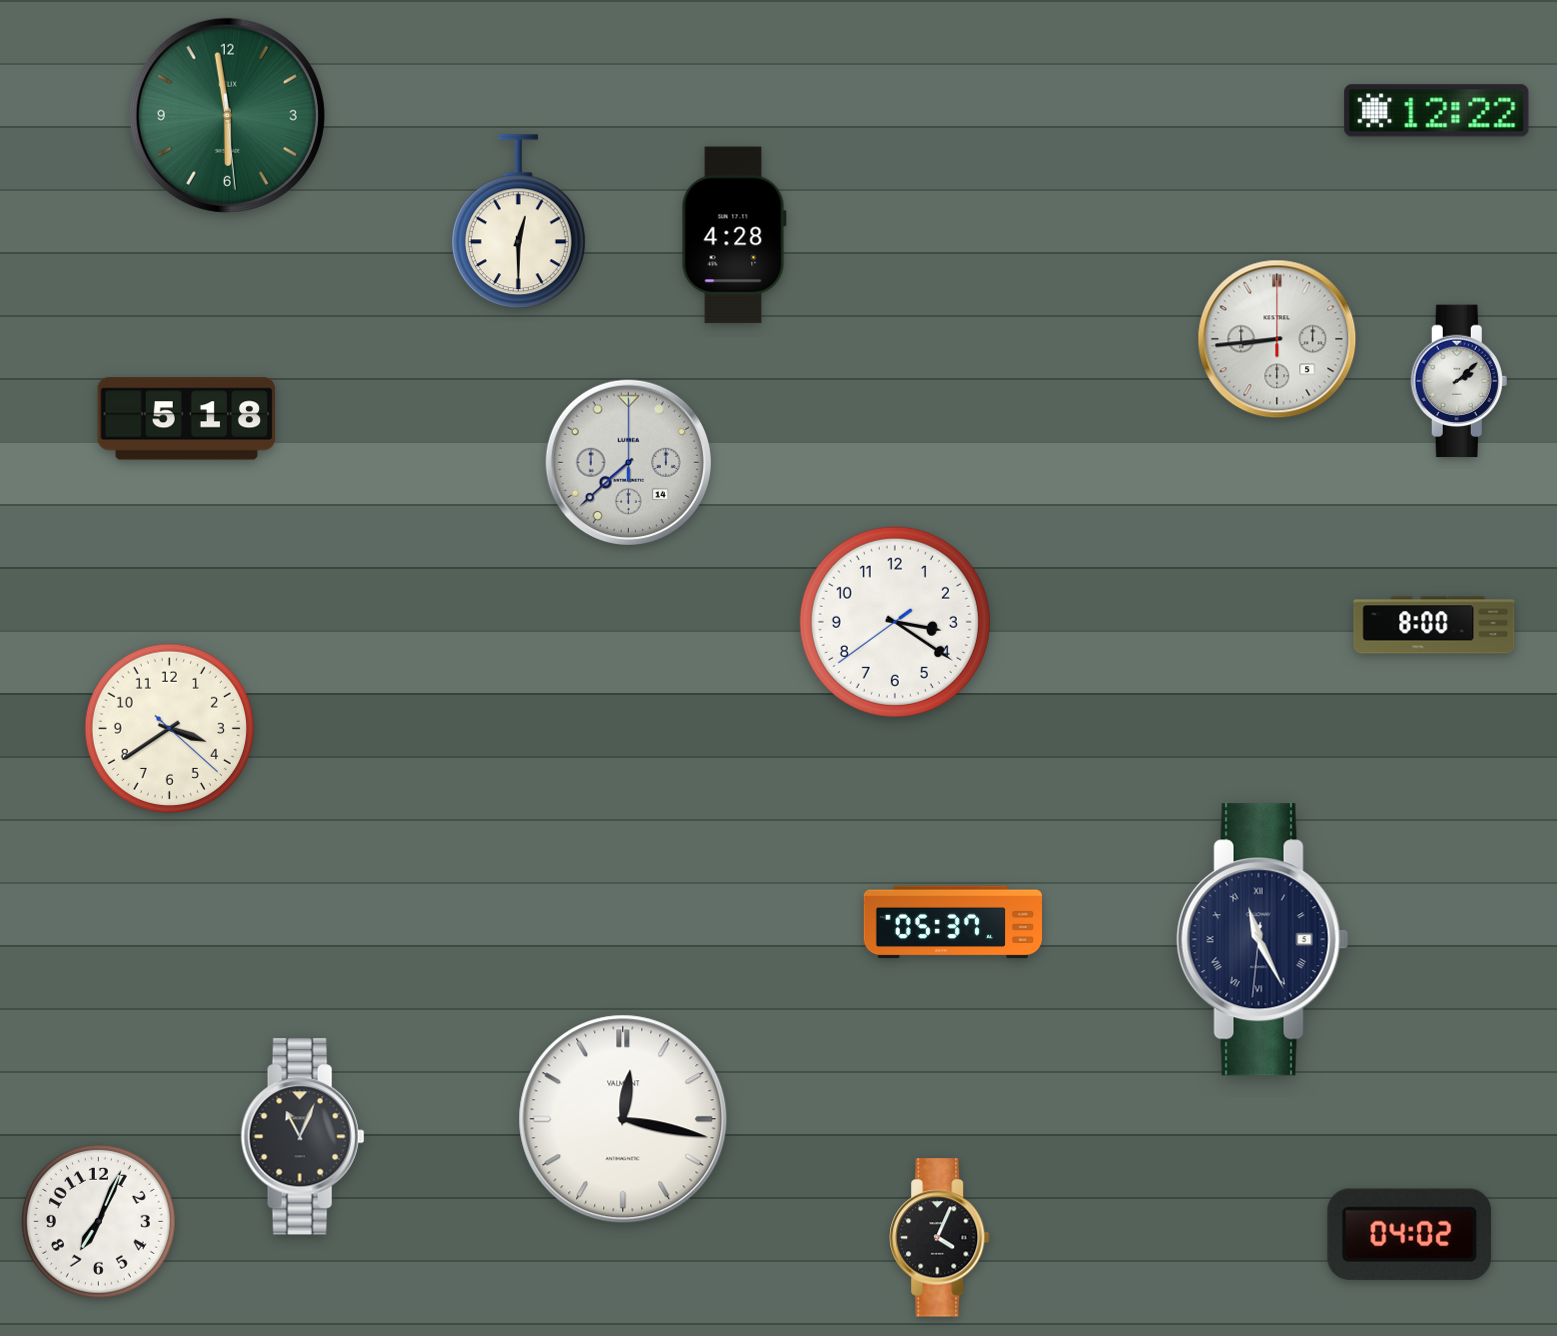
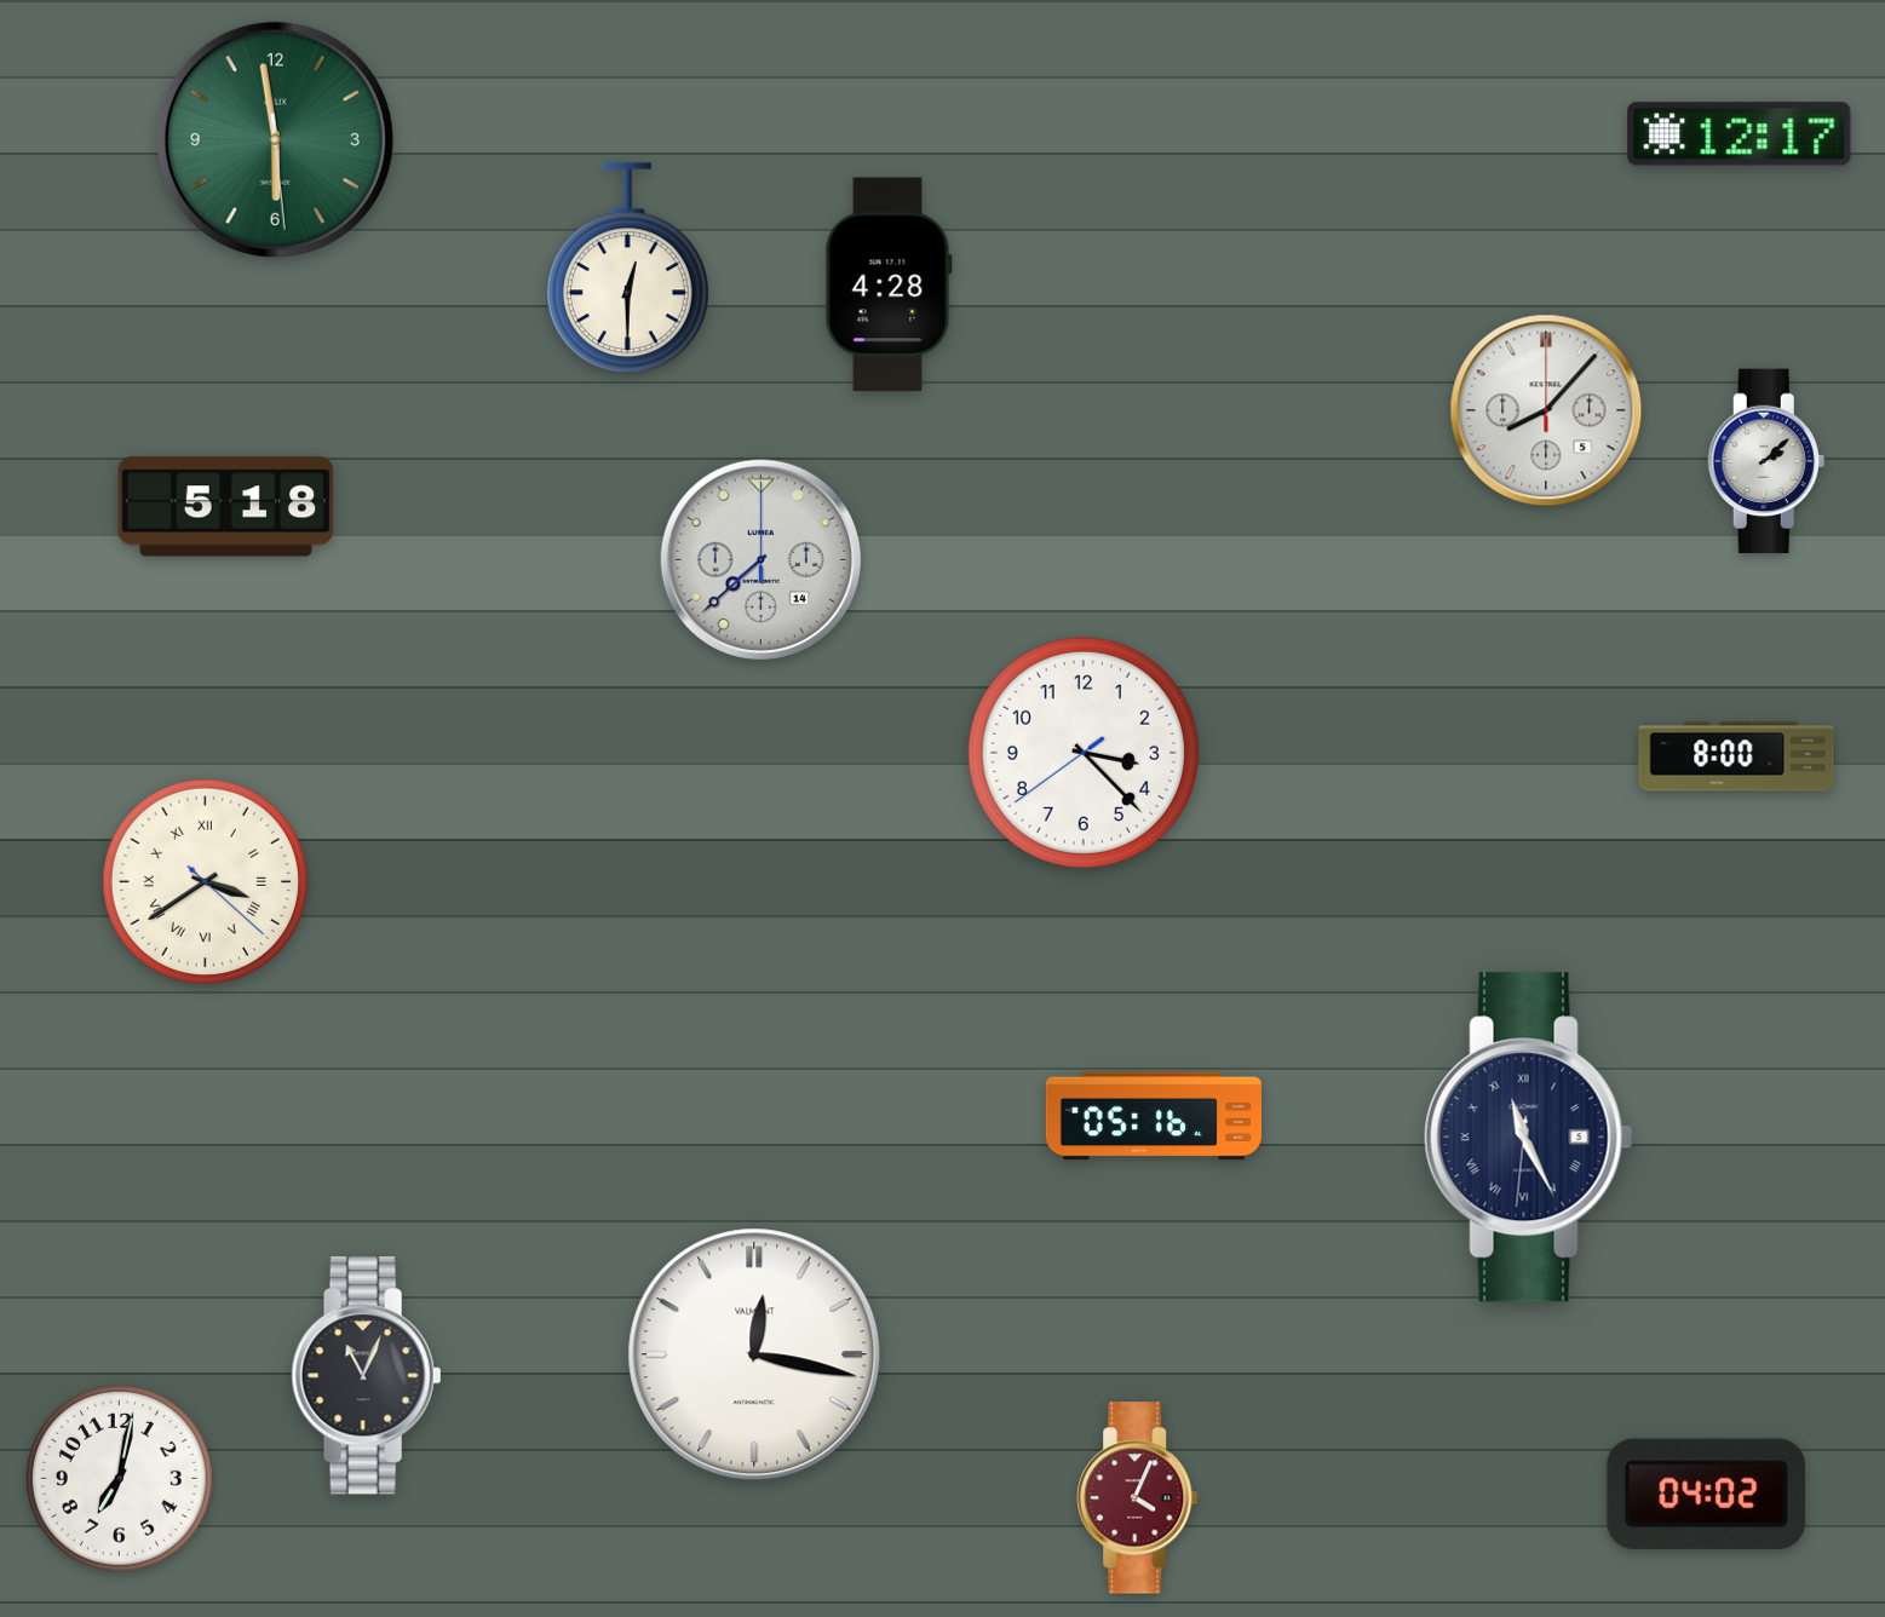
clock at (1437, 111): 12:22 -> 12:17
clock at (1277, 339): 8:44 -> 8:07
clock at (895, 622): 3:20 -> 3:22
clock at (169, 728) numerals: Arabic -> Roman
clock at (952, 922): 05:37 -> 05:16
clock at (98, 1221): 7:04 -> 7:02
clock at (940, 1238) dial: black -> burgundy
